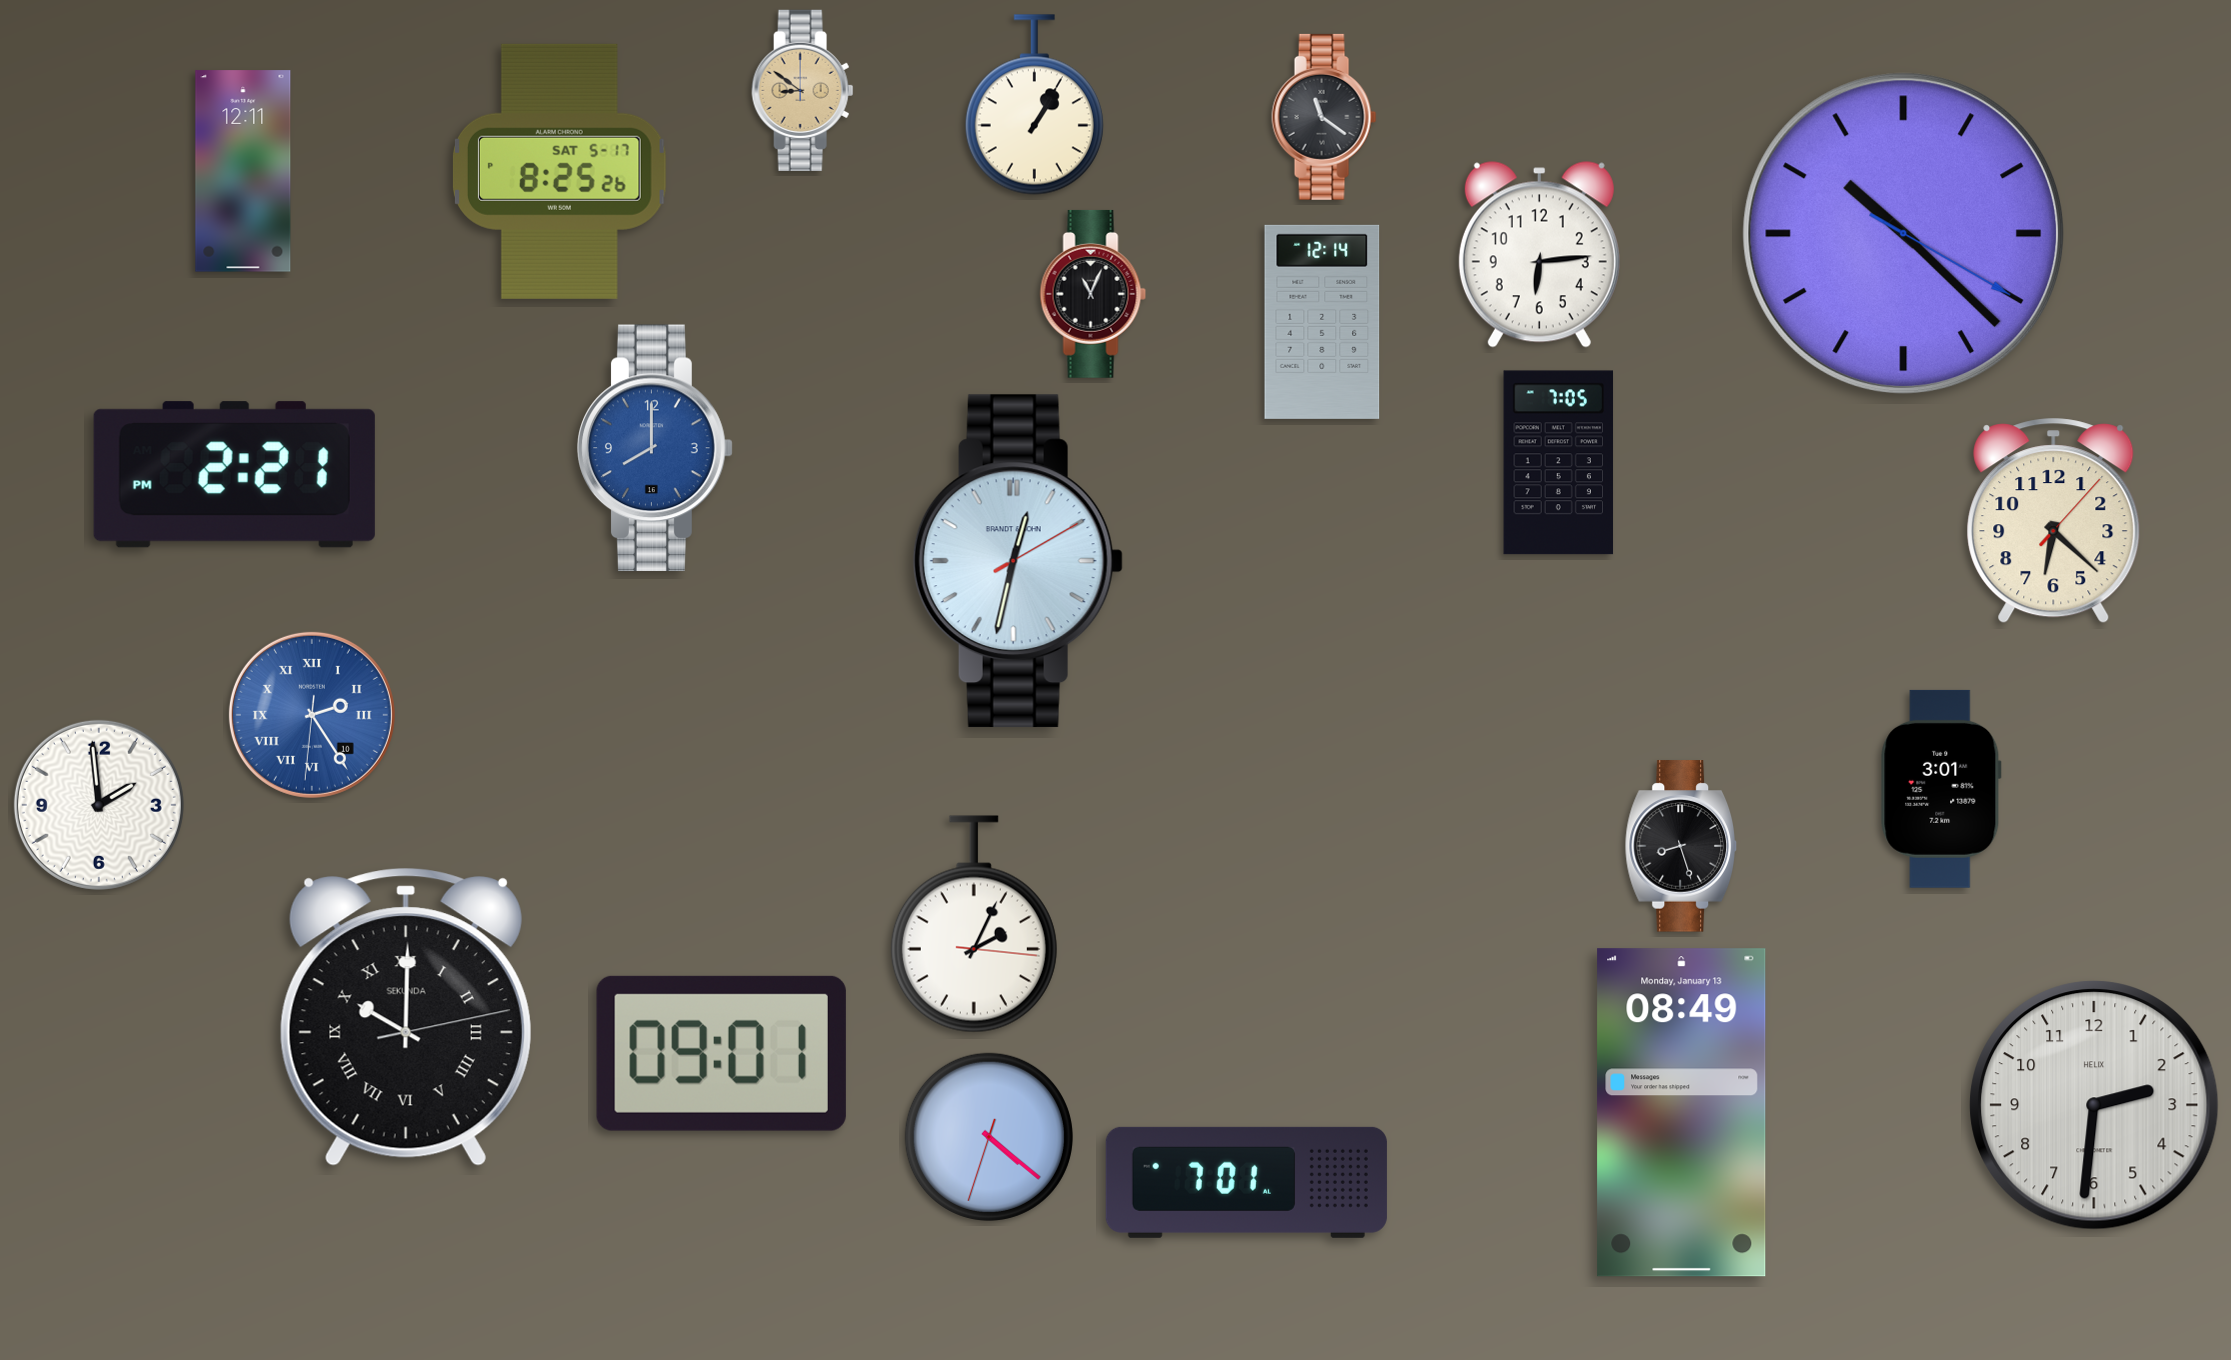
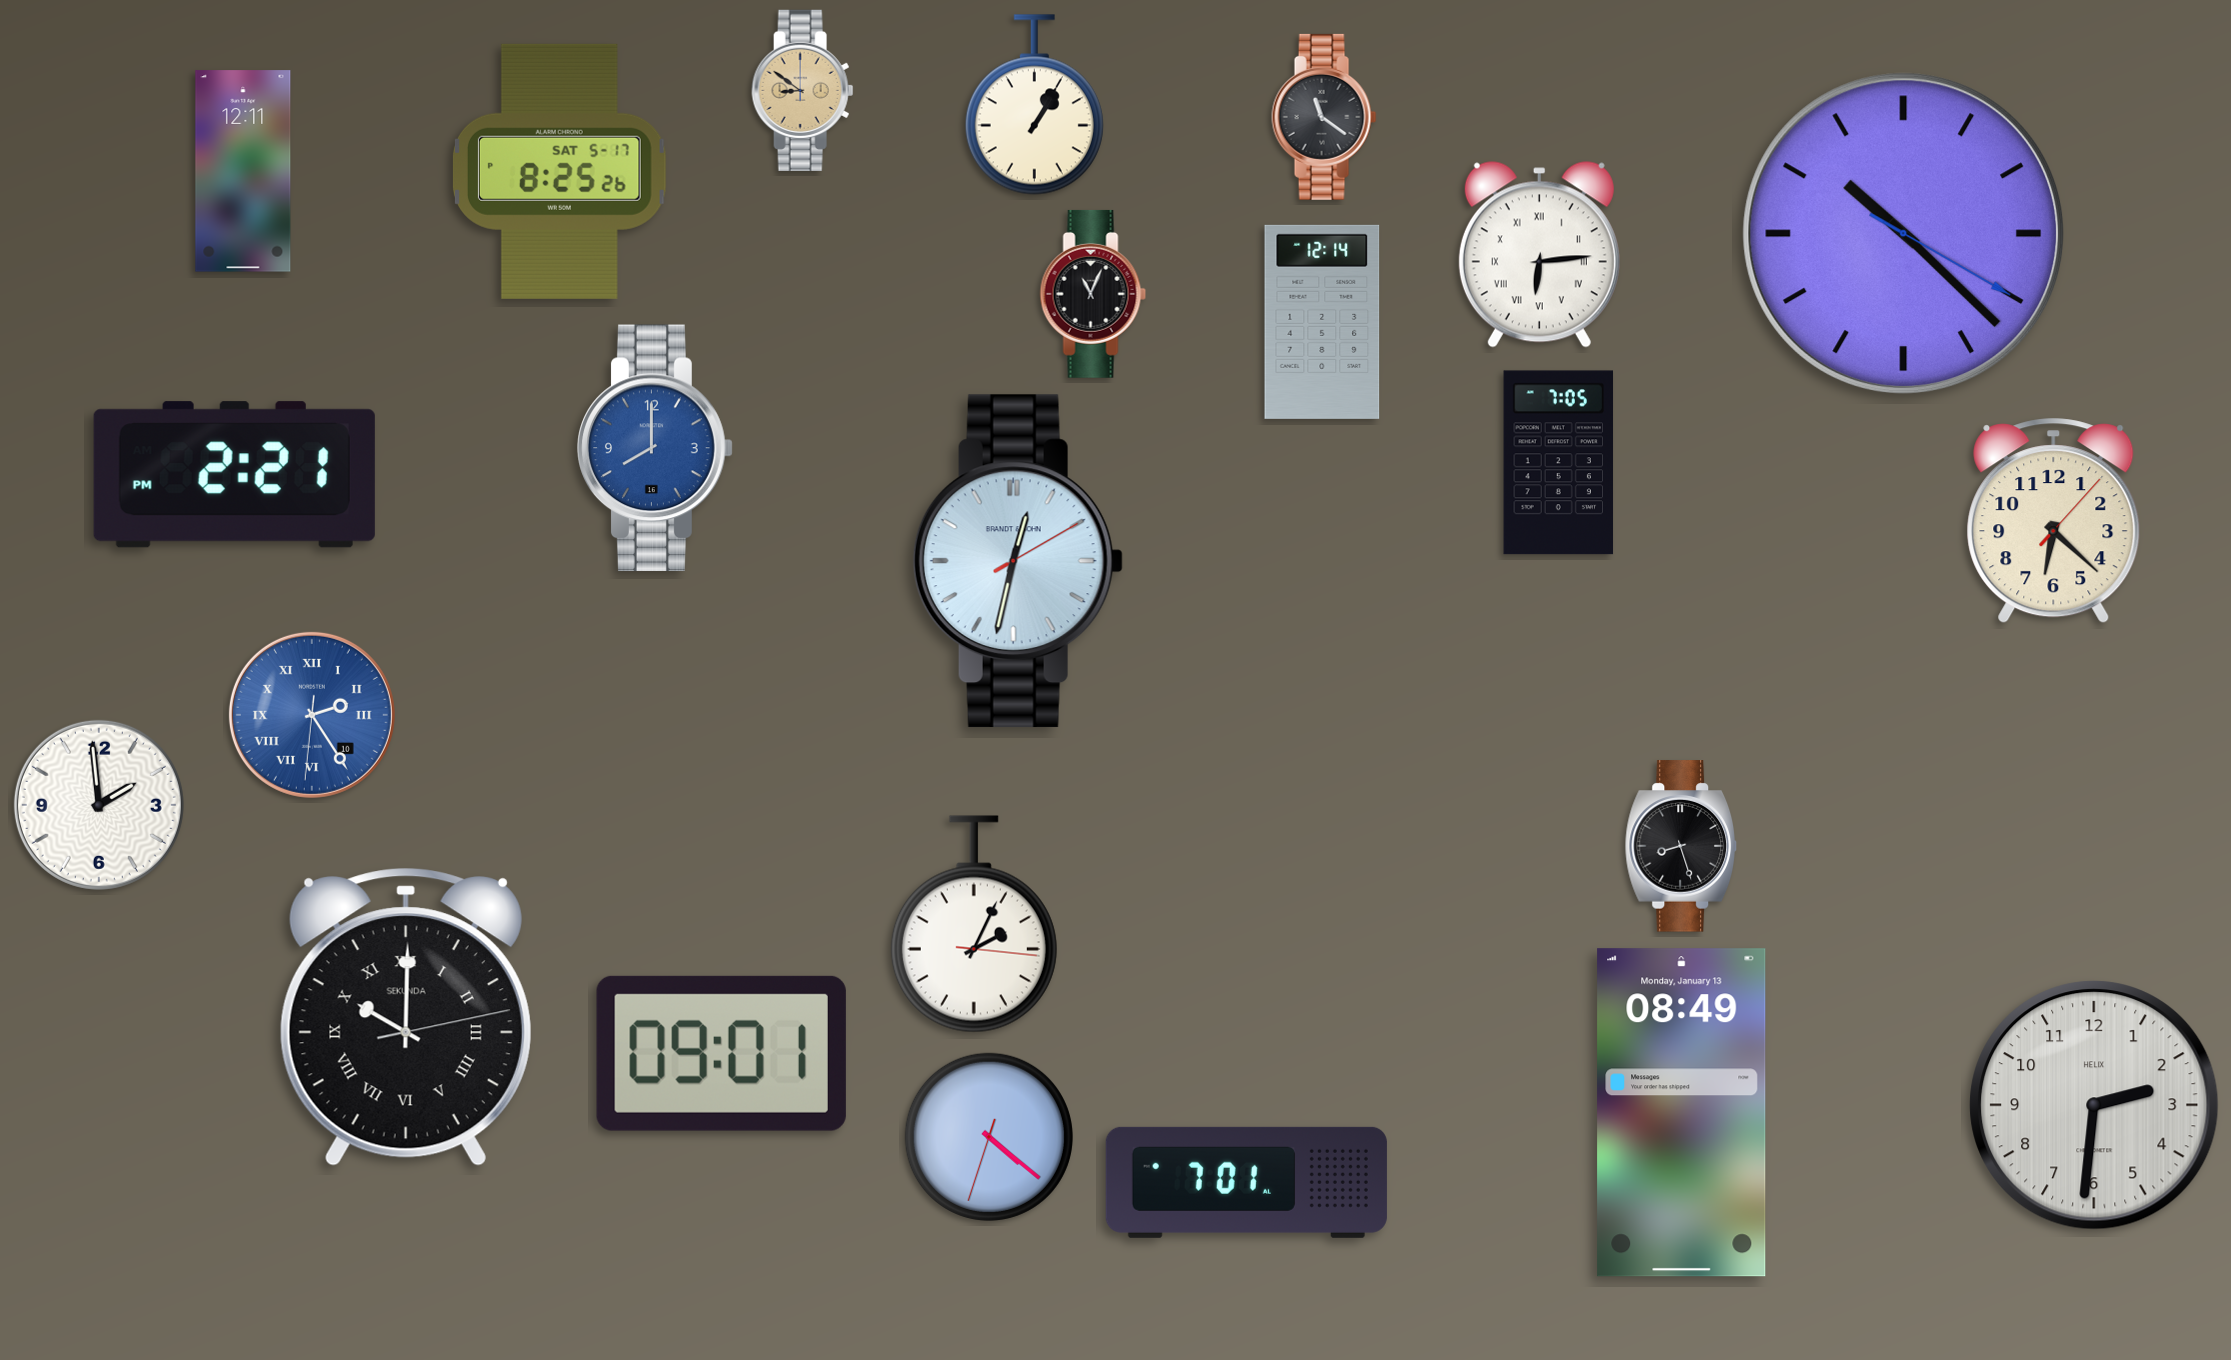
clock at (1539, 255) numerals: Arabic -> Roman
clock at (1941, 789): 3:01 -> none
